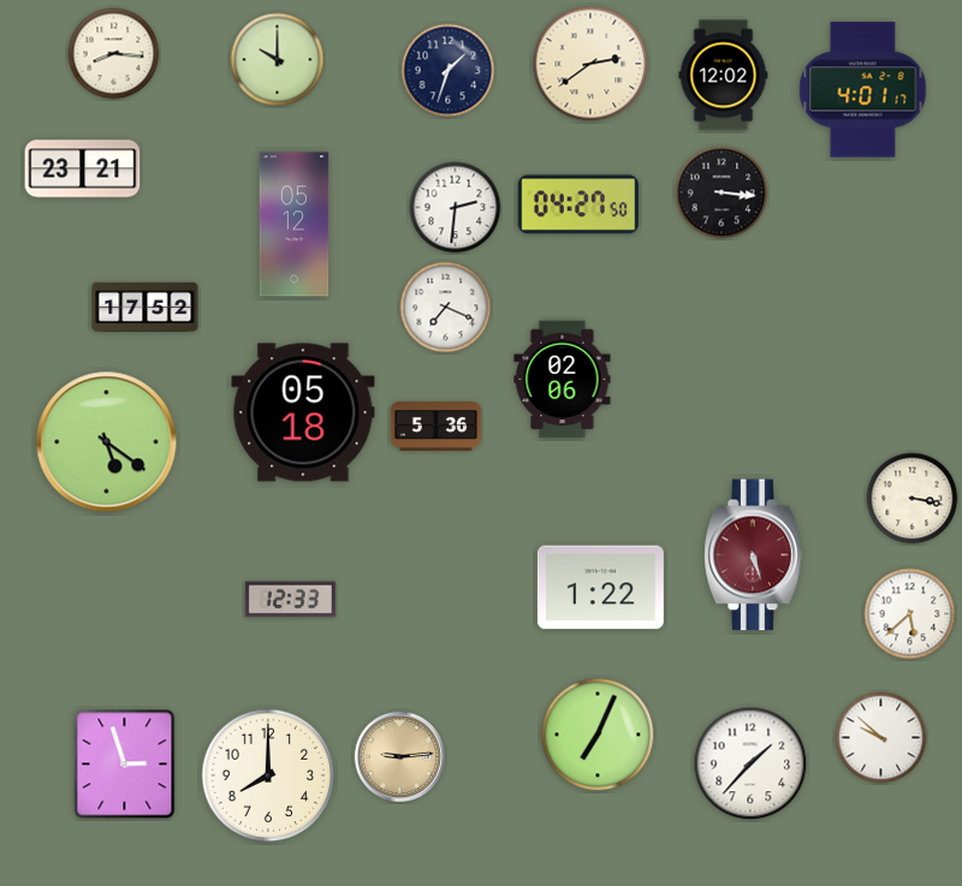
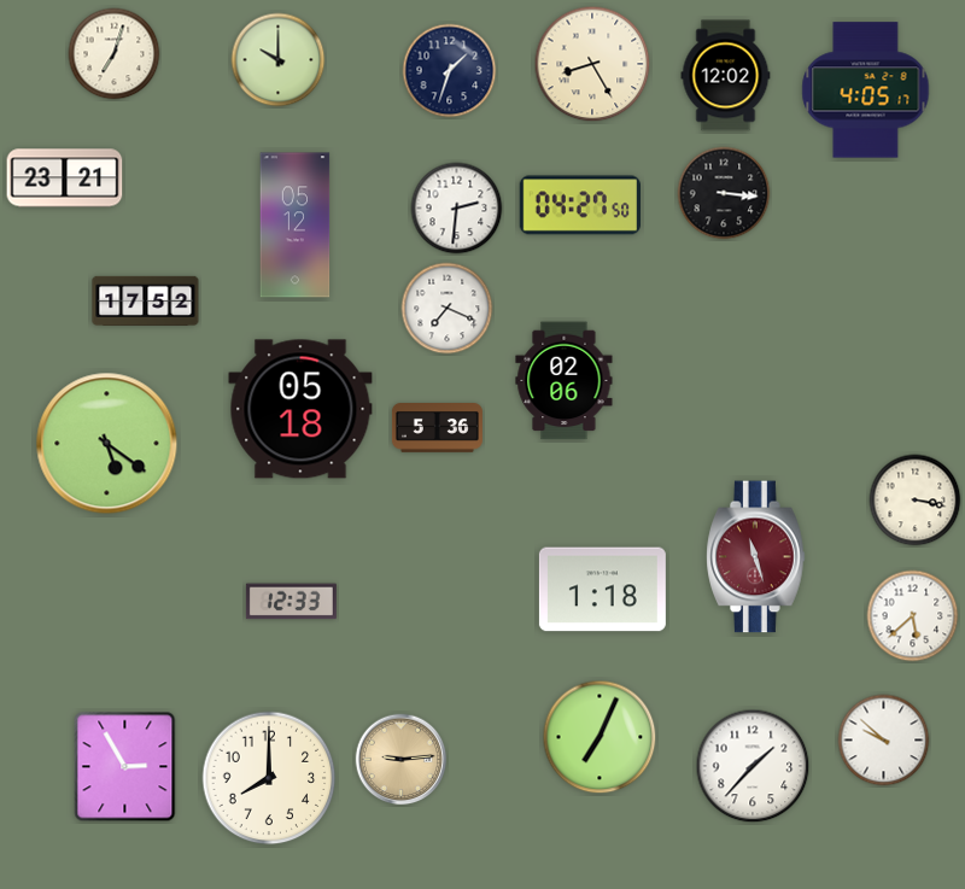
clock at (114, 54): 8:16 -> 7:03
clock at (590, 64): 2:39 -> 8:25
clock at (863, 90): 4:01 -> 4:05
clock at (83, 170) position: (83, 170) -> (65, 179)
clock at (146, 307) position: (146, 307) -> (146, 300)
clock at (303, 412) position: (303, 412) -> (300, 409)
clock at (754, 555): 5:27 -> 11:27
clock at (600, 588): 1:22 -> 1:18
clock at (125, 765): 2:57 -> 2:55
